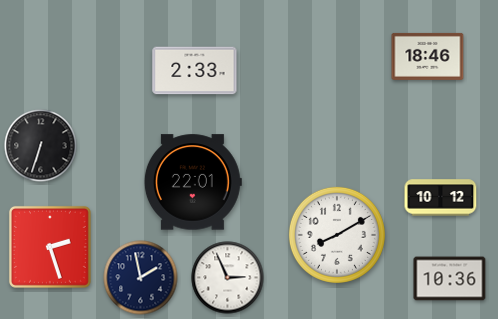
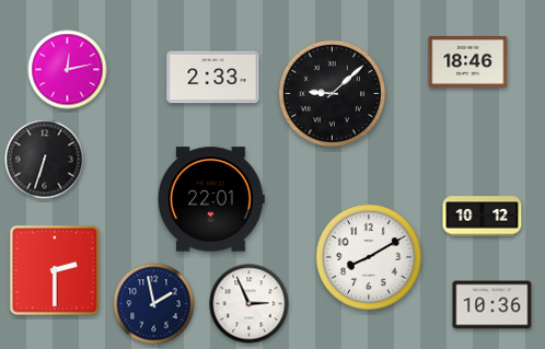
clock at (68, 70): none -> 12:13
clock at (332, 93): none -> 9:08
clock at (50, 247): 2:27 -> 2:30
